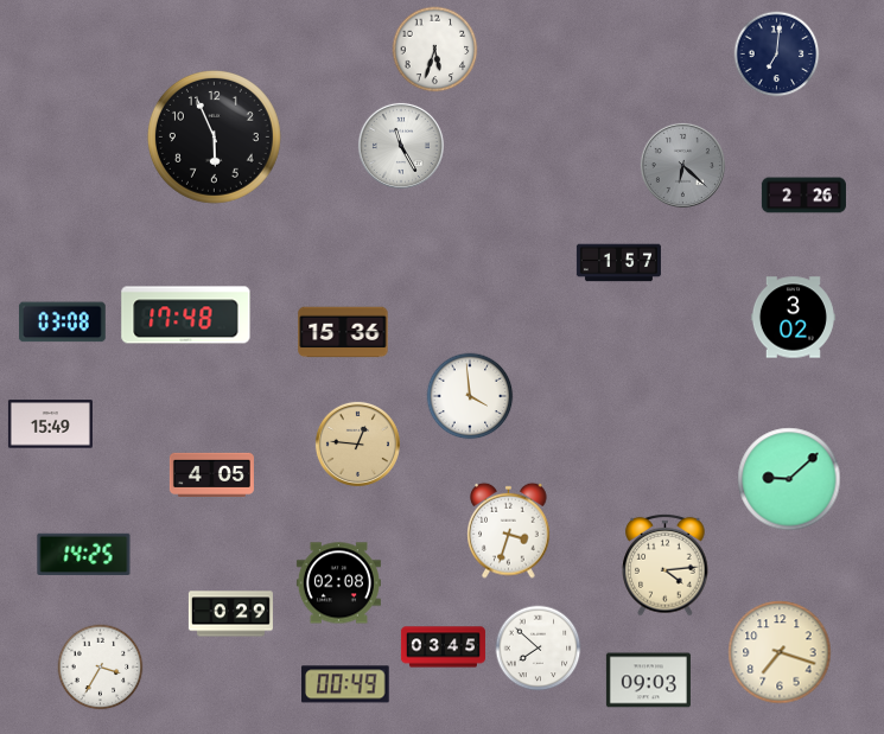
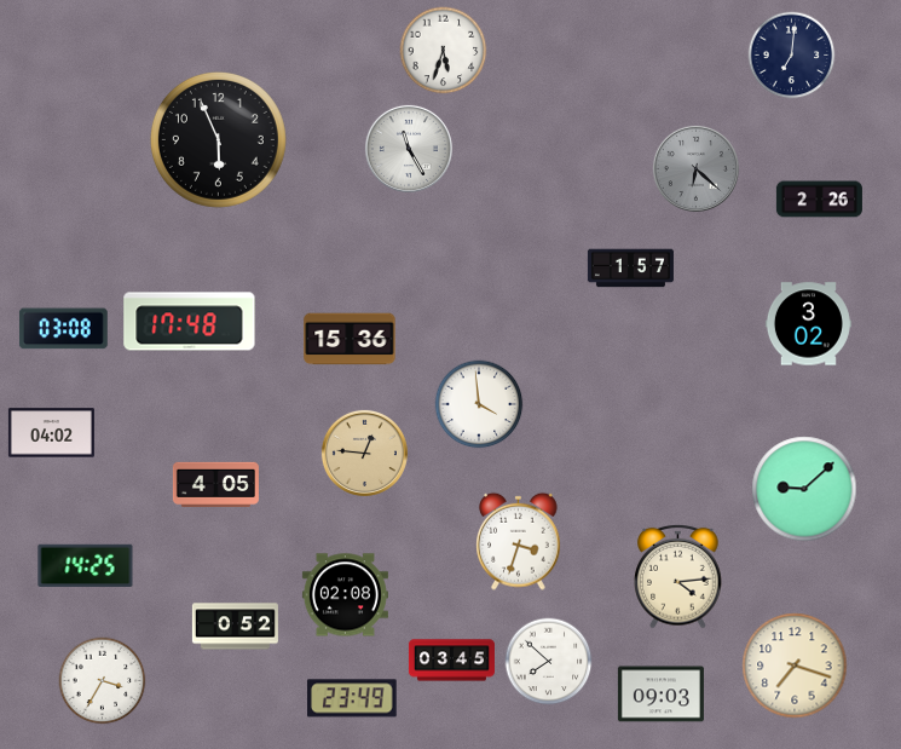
clock at (50, 425): 15:49 -> 04:02
clock at (230, 614): 0:29 -> 0:52
clock at (345, 684): 00:49 -> 23:49
